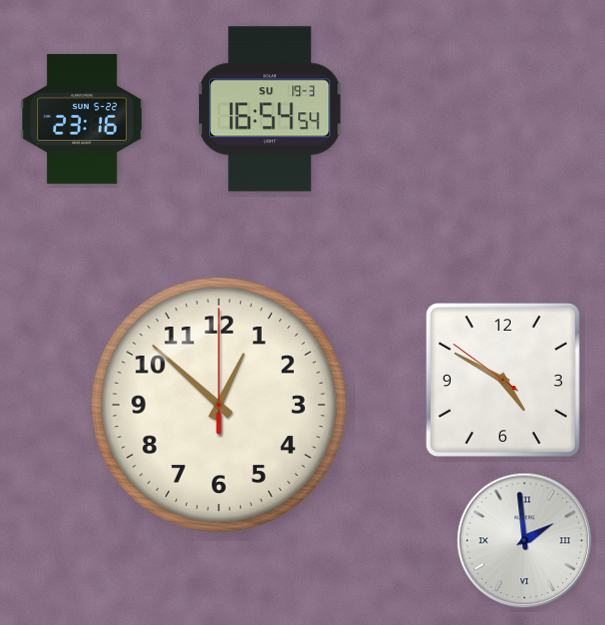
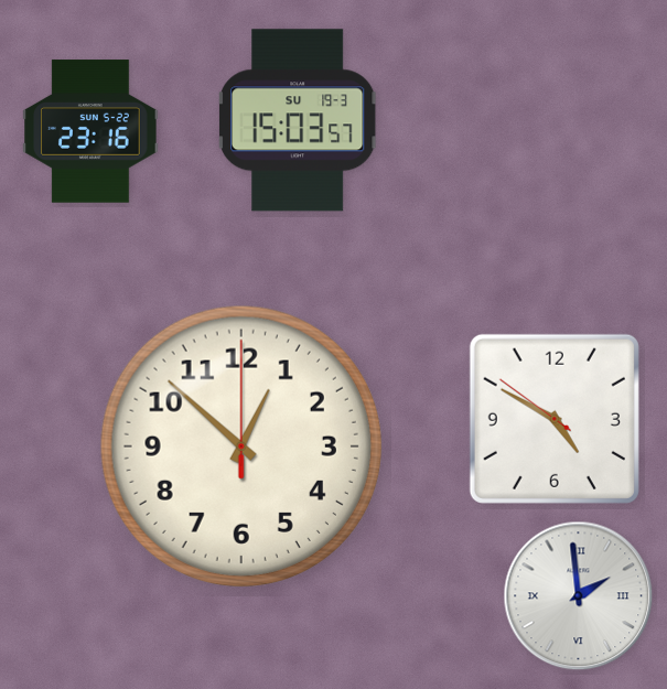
clock at (271, 109): 16:54 -> 15:03
